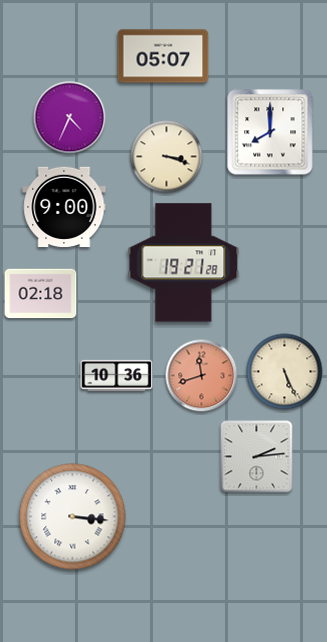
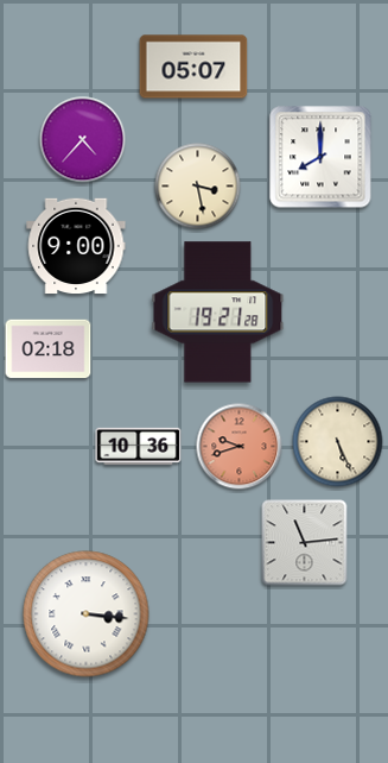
clock at (70, 118): 4:34 -> 4:37
clock at (167, 157): 3:18 -> 3:28
clock at (202, 376): 11:42 -> 9:42
clock at (257, 457): 2:14 -> 11:14
